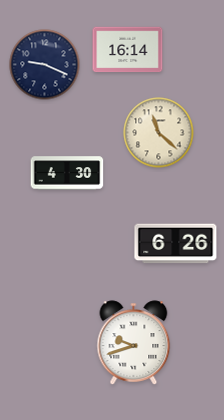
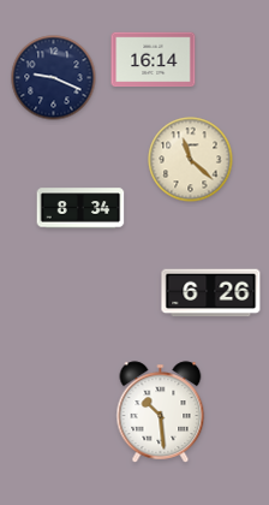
clock at (67, 173): 4:30 -> 8:34
clock at (134, 343): 9:42 -> 10:29
